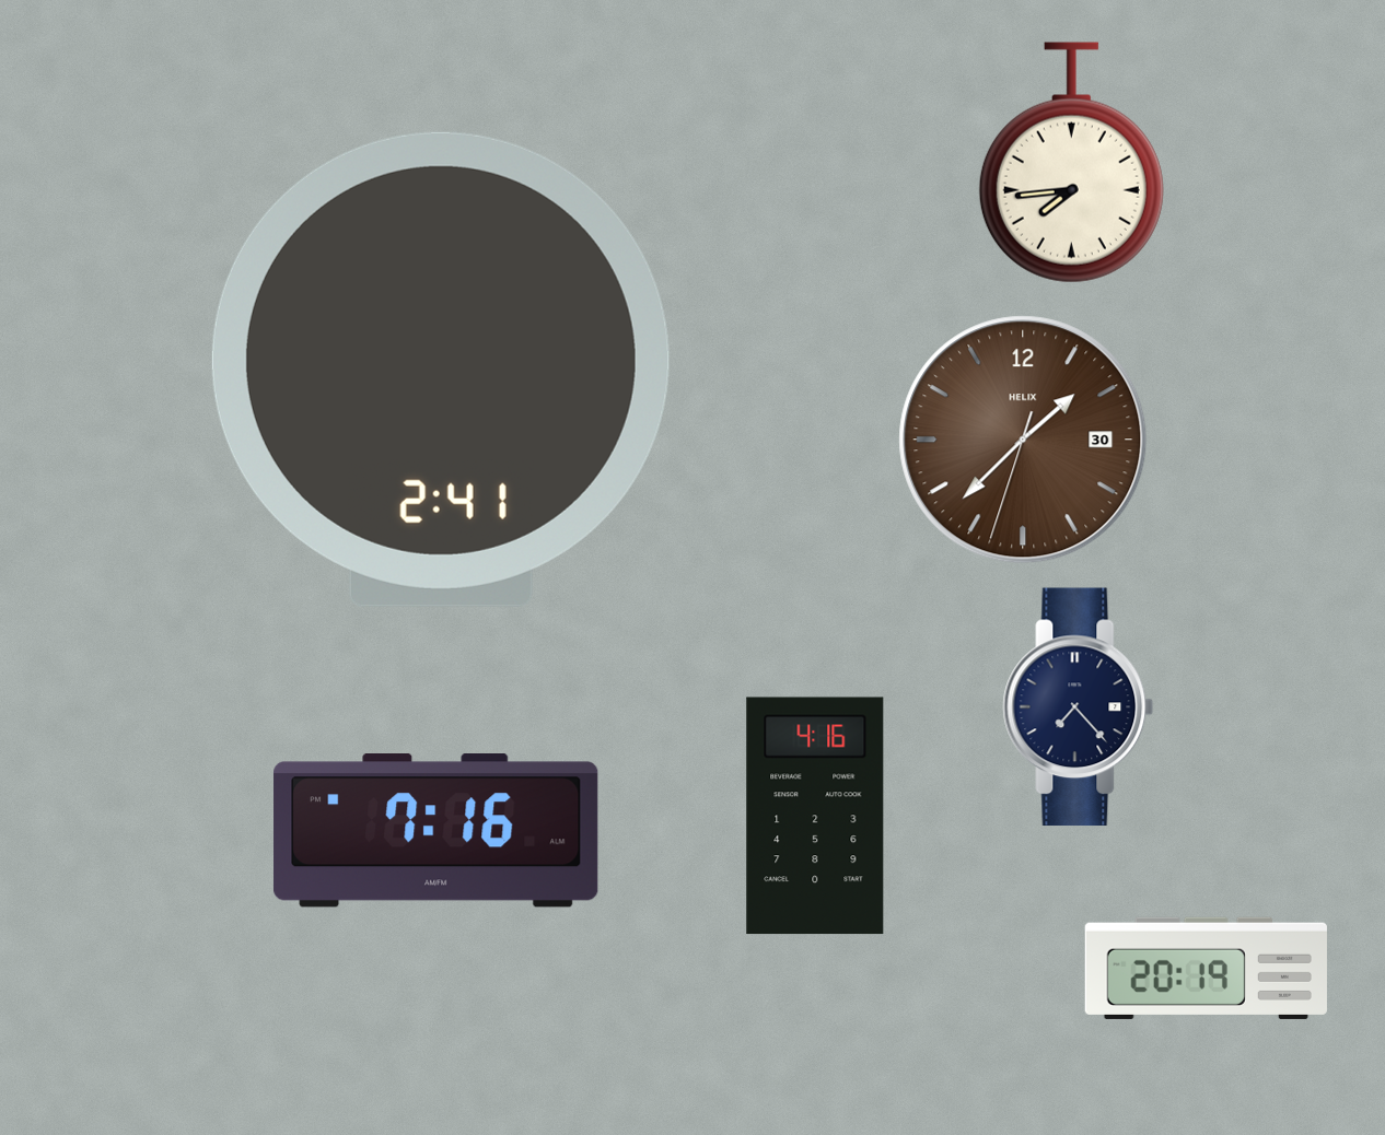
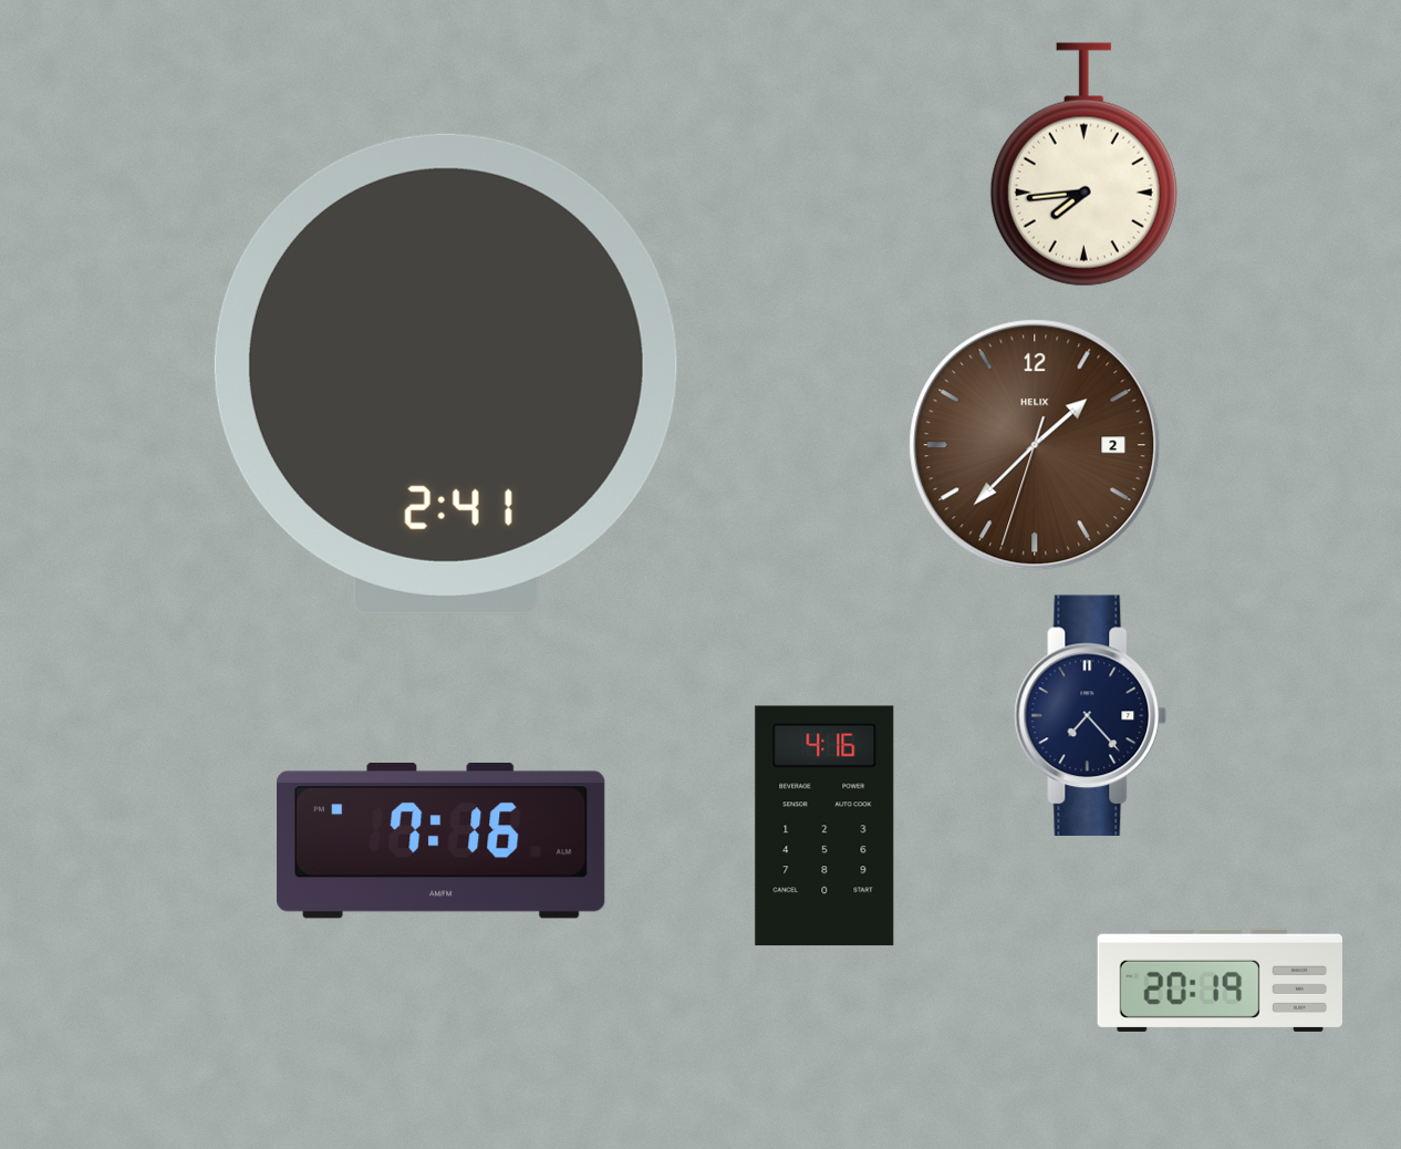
clock at (1023, 440) date: 30 -> 2
